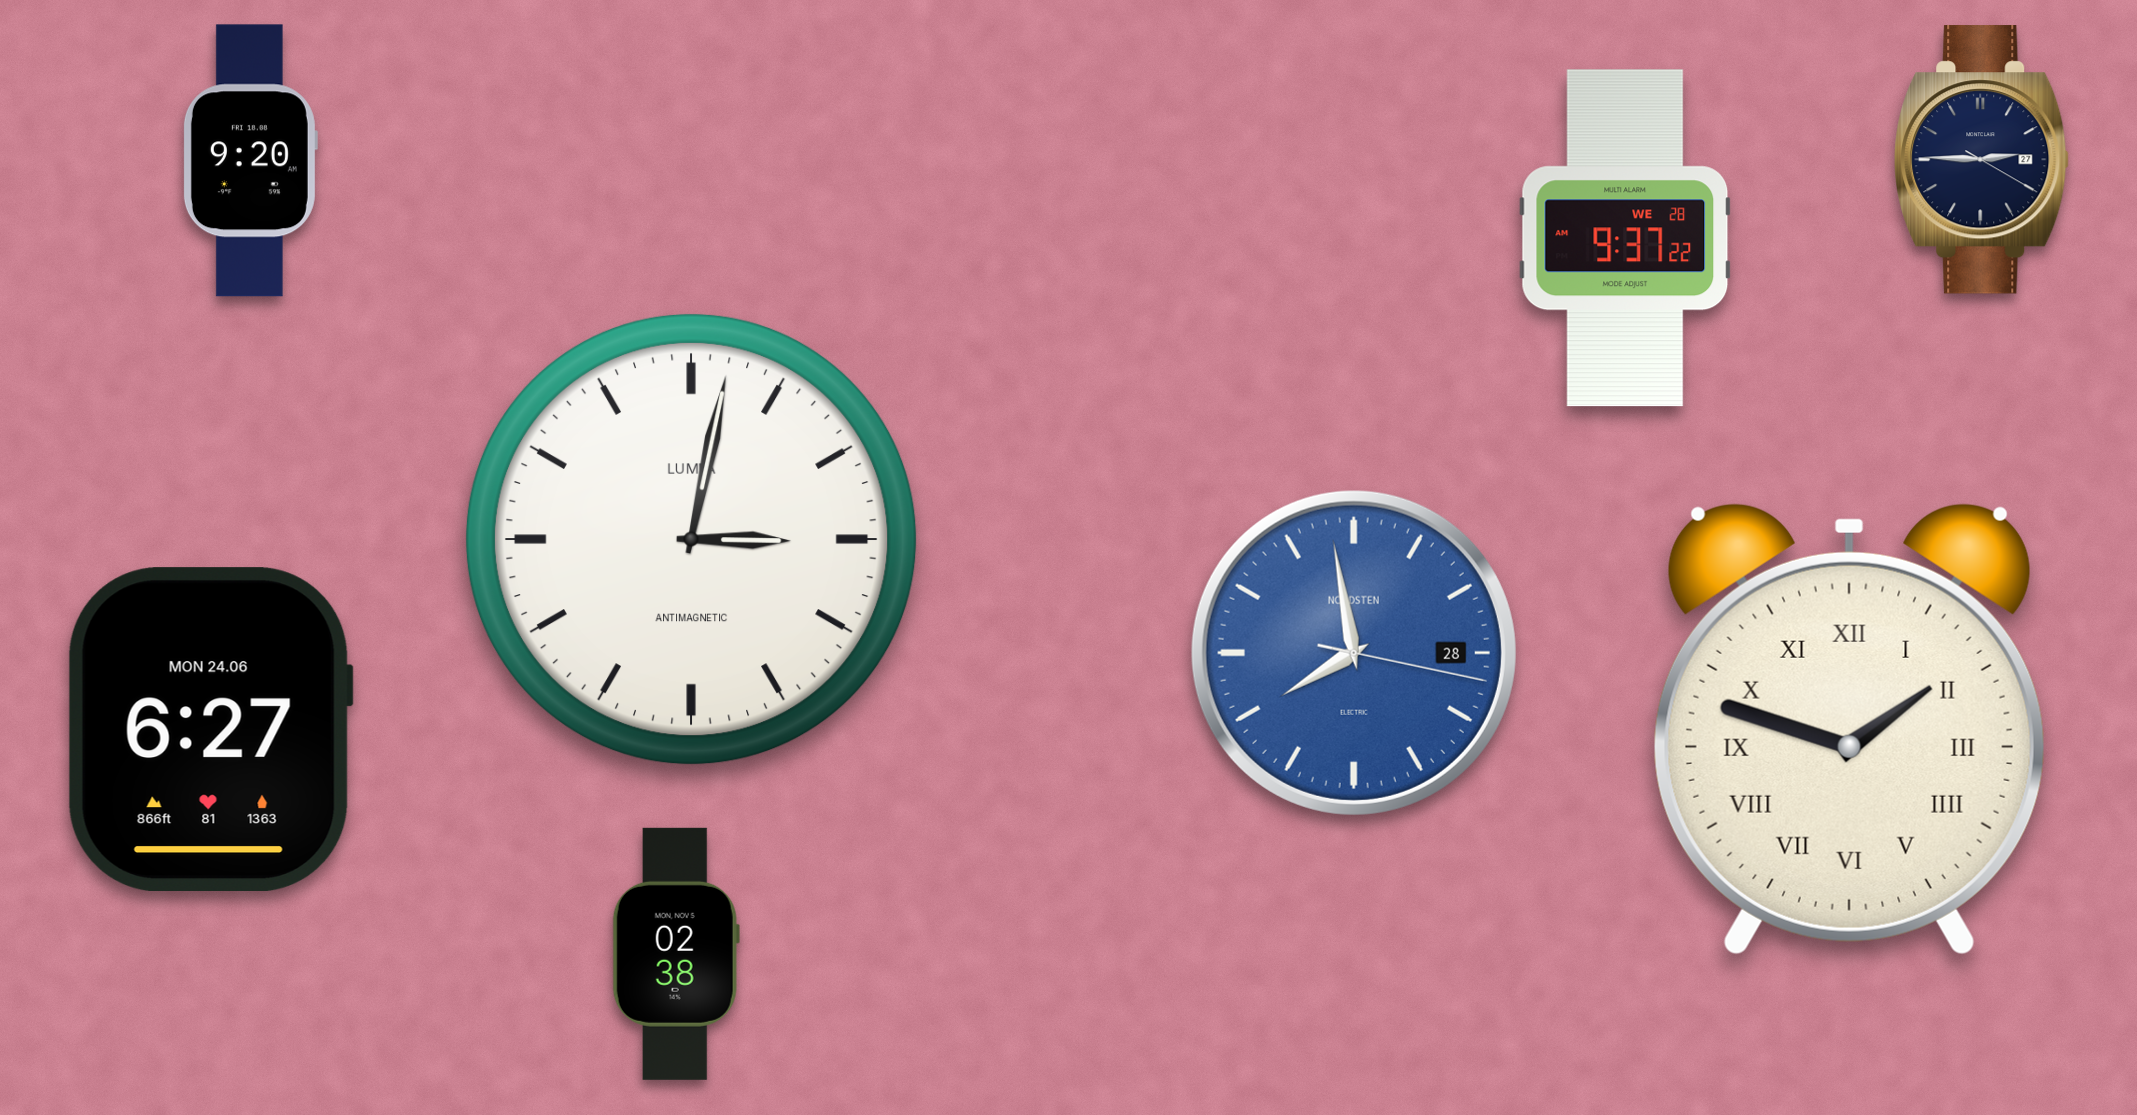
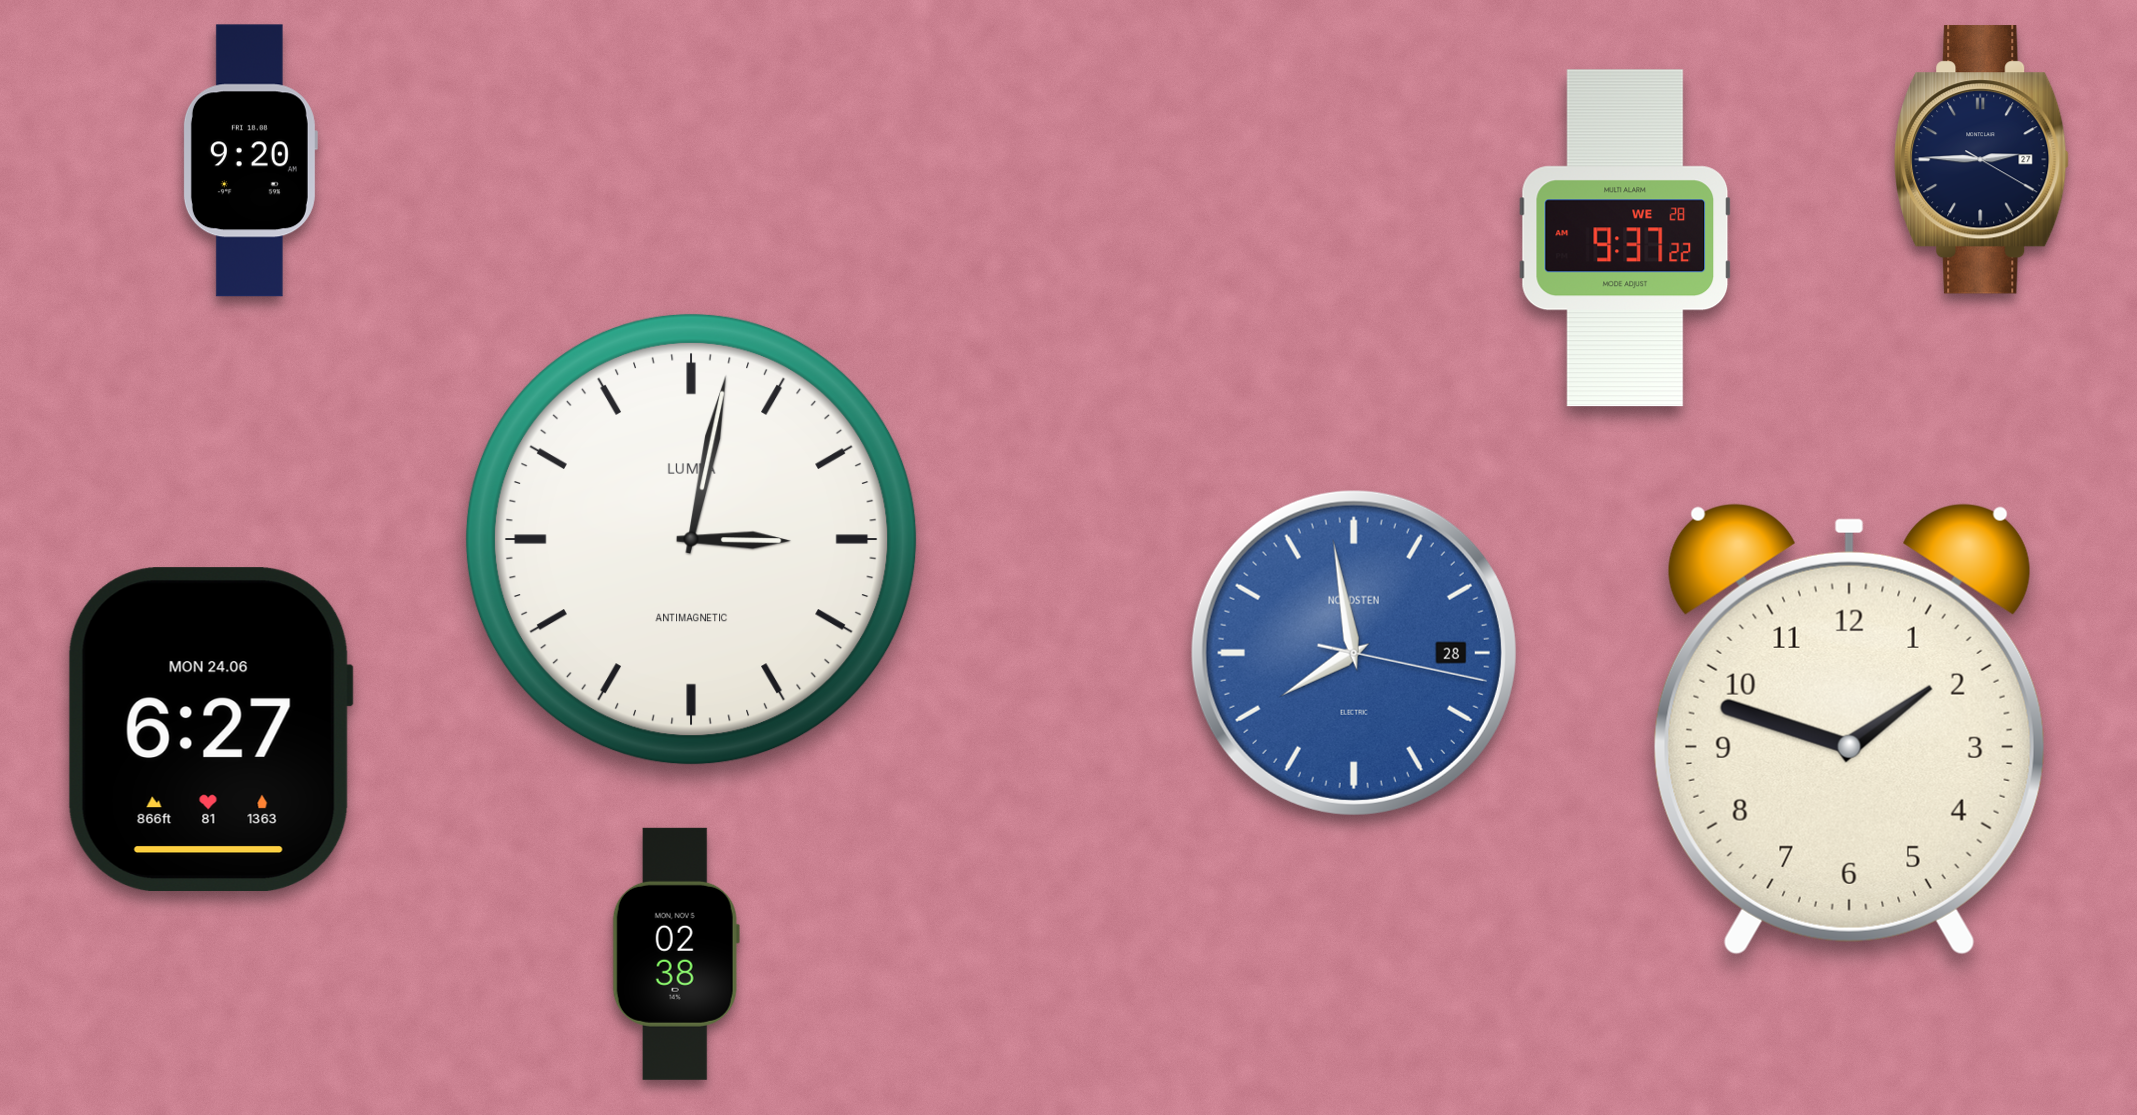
clock at (1849, 729) numerals: Roman -> Arabic
